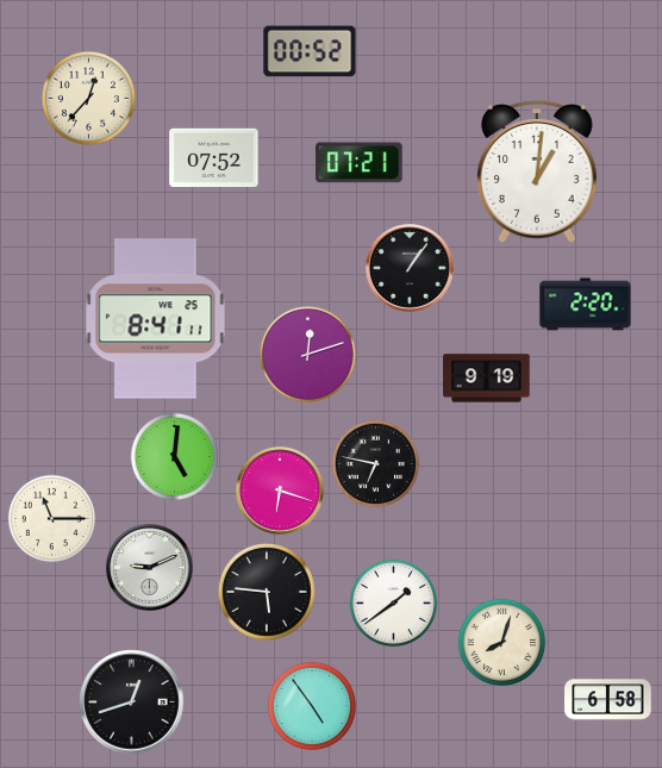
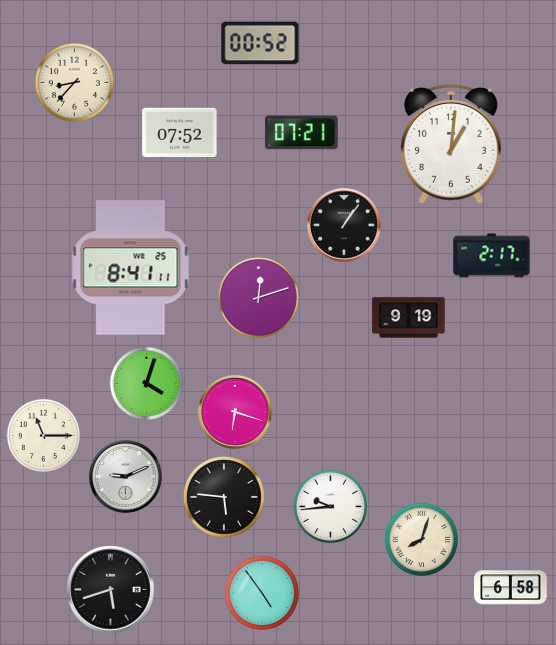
clock at (88, 98): 12:37 -> 8:37
clock at (360, 163) position: (360, 163) -> (302, 133)
clock at (586, 305): 2:20 -> 2:17
clock at (175, 457): 5:01 -> 4:03
clock at (376, 464): 6:47 -> none
clock at (394, 604): 1:39 -> 9:44
clock at (132, 703): 12:42 -> 5:42
